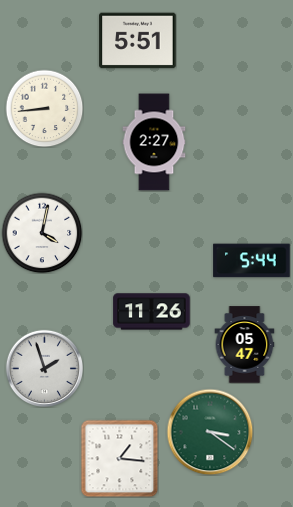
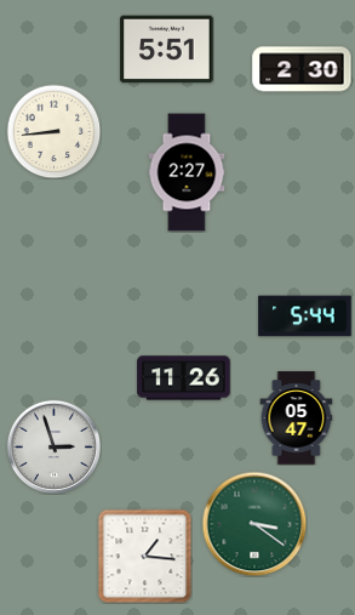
clock at (302, 69): none -> 2:30
clock at (42, 233): 4:02 -> none
clock at (44, 368): 1:57 -> 2:57
